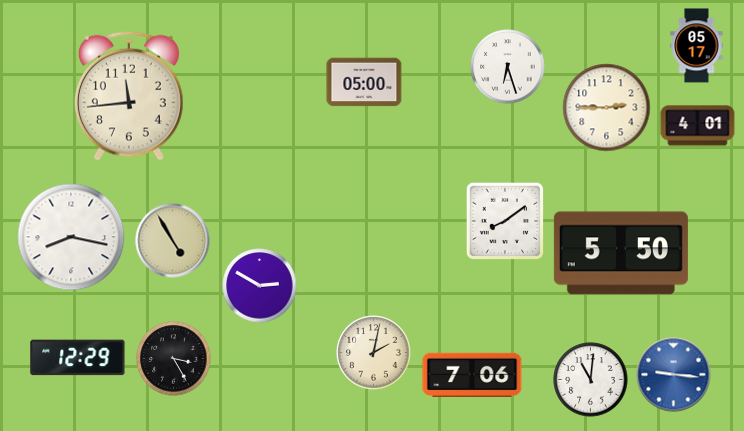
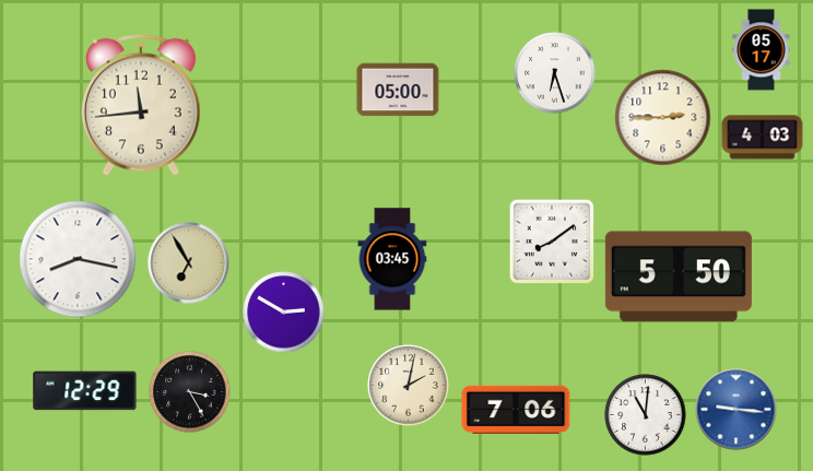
clock at (698, 126): 4:01 -> 4:03
clock at (392, 259): none -> 03:45
clock at (173, 241): 4:55 -> 6:55
